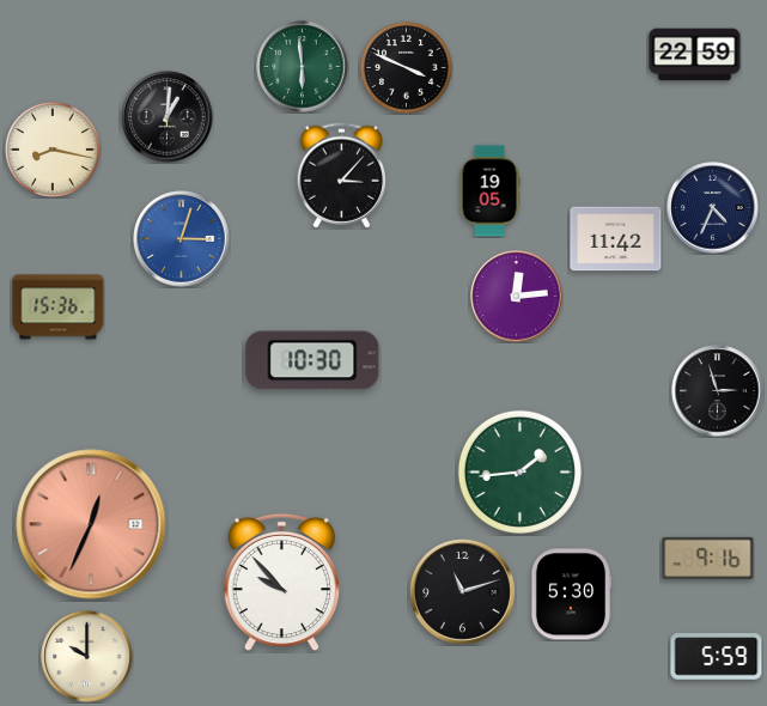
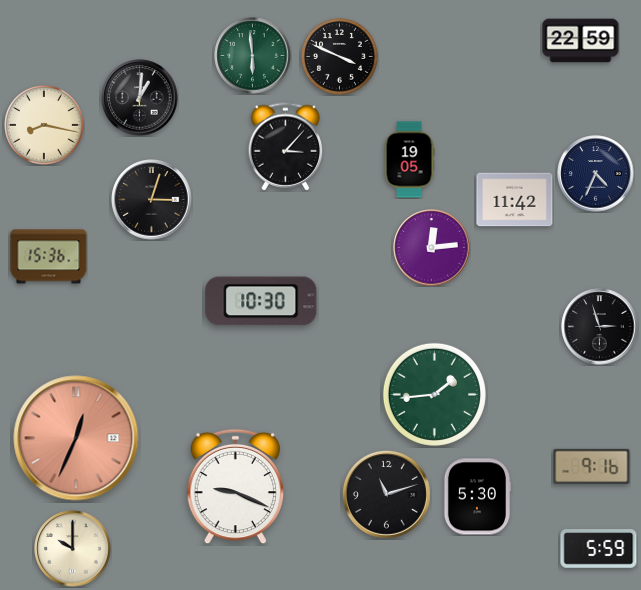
clock at (695, 55) position: (695, 55) -> (581, 41)
clock at (182, 239) dial: blue -> black
clock at (281, 583): 9:53 -> 9:19
